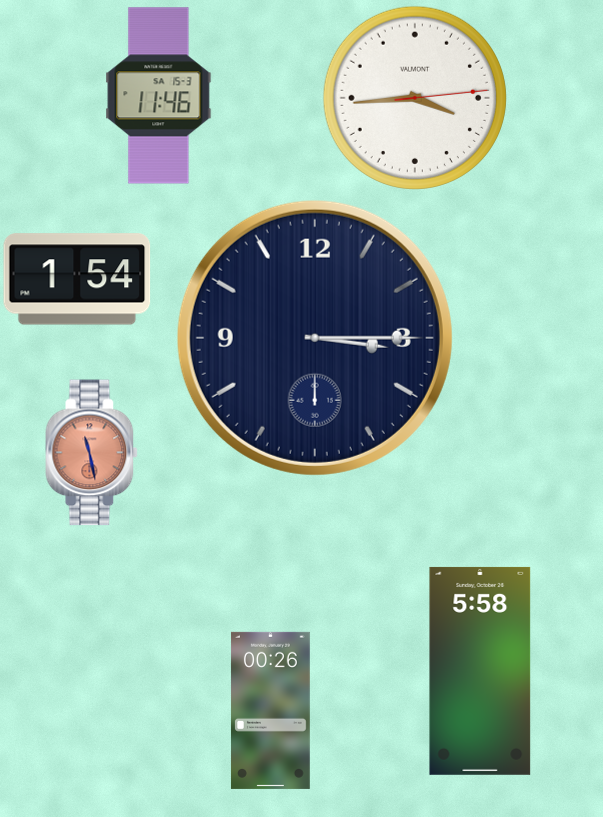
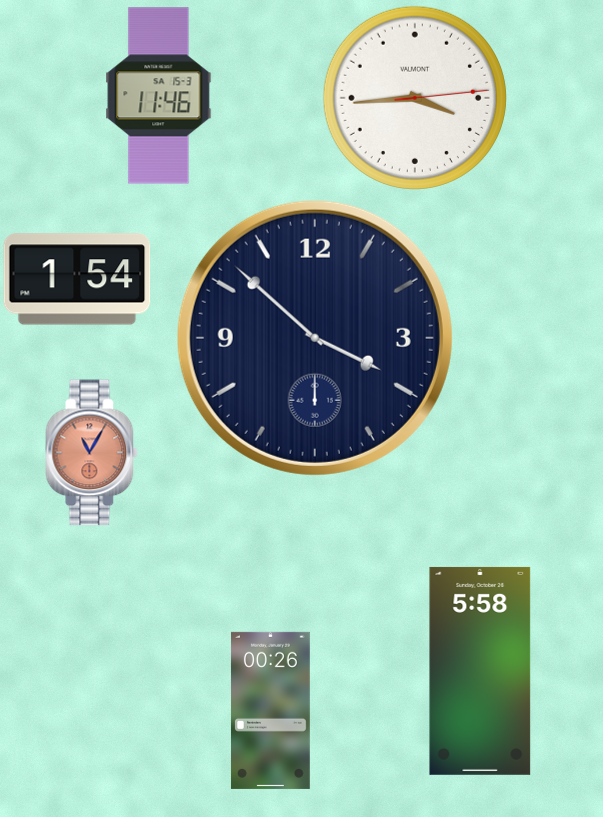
clock at (315, 338): 3:15 -> 3:52
clock at (92, 453): 11:28 -> 11:05
